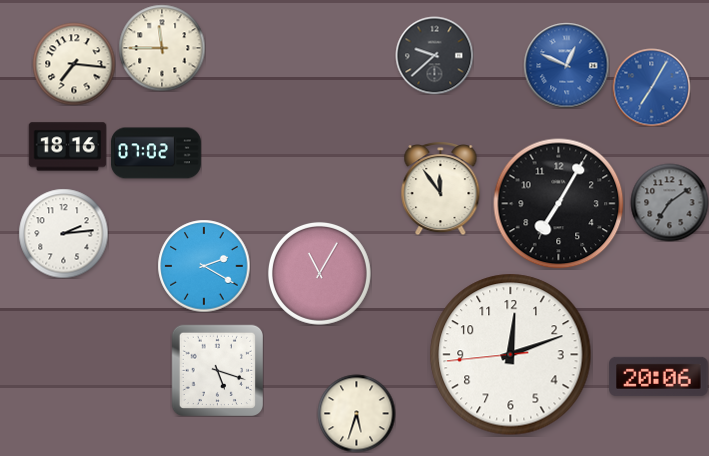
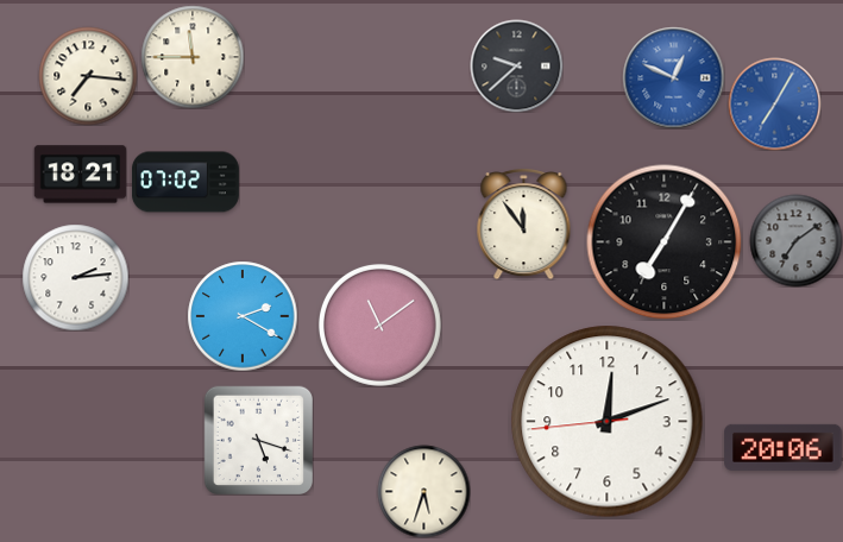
clock at (67, 147): 18:16 -> 18:21
clock at (319, 273): 11:05 -> 11:09
